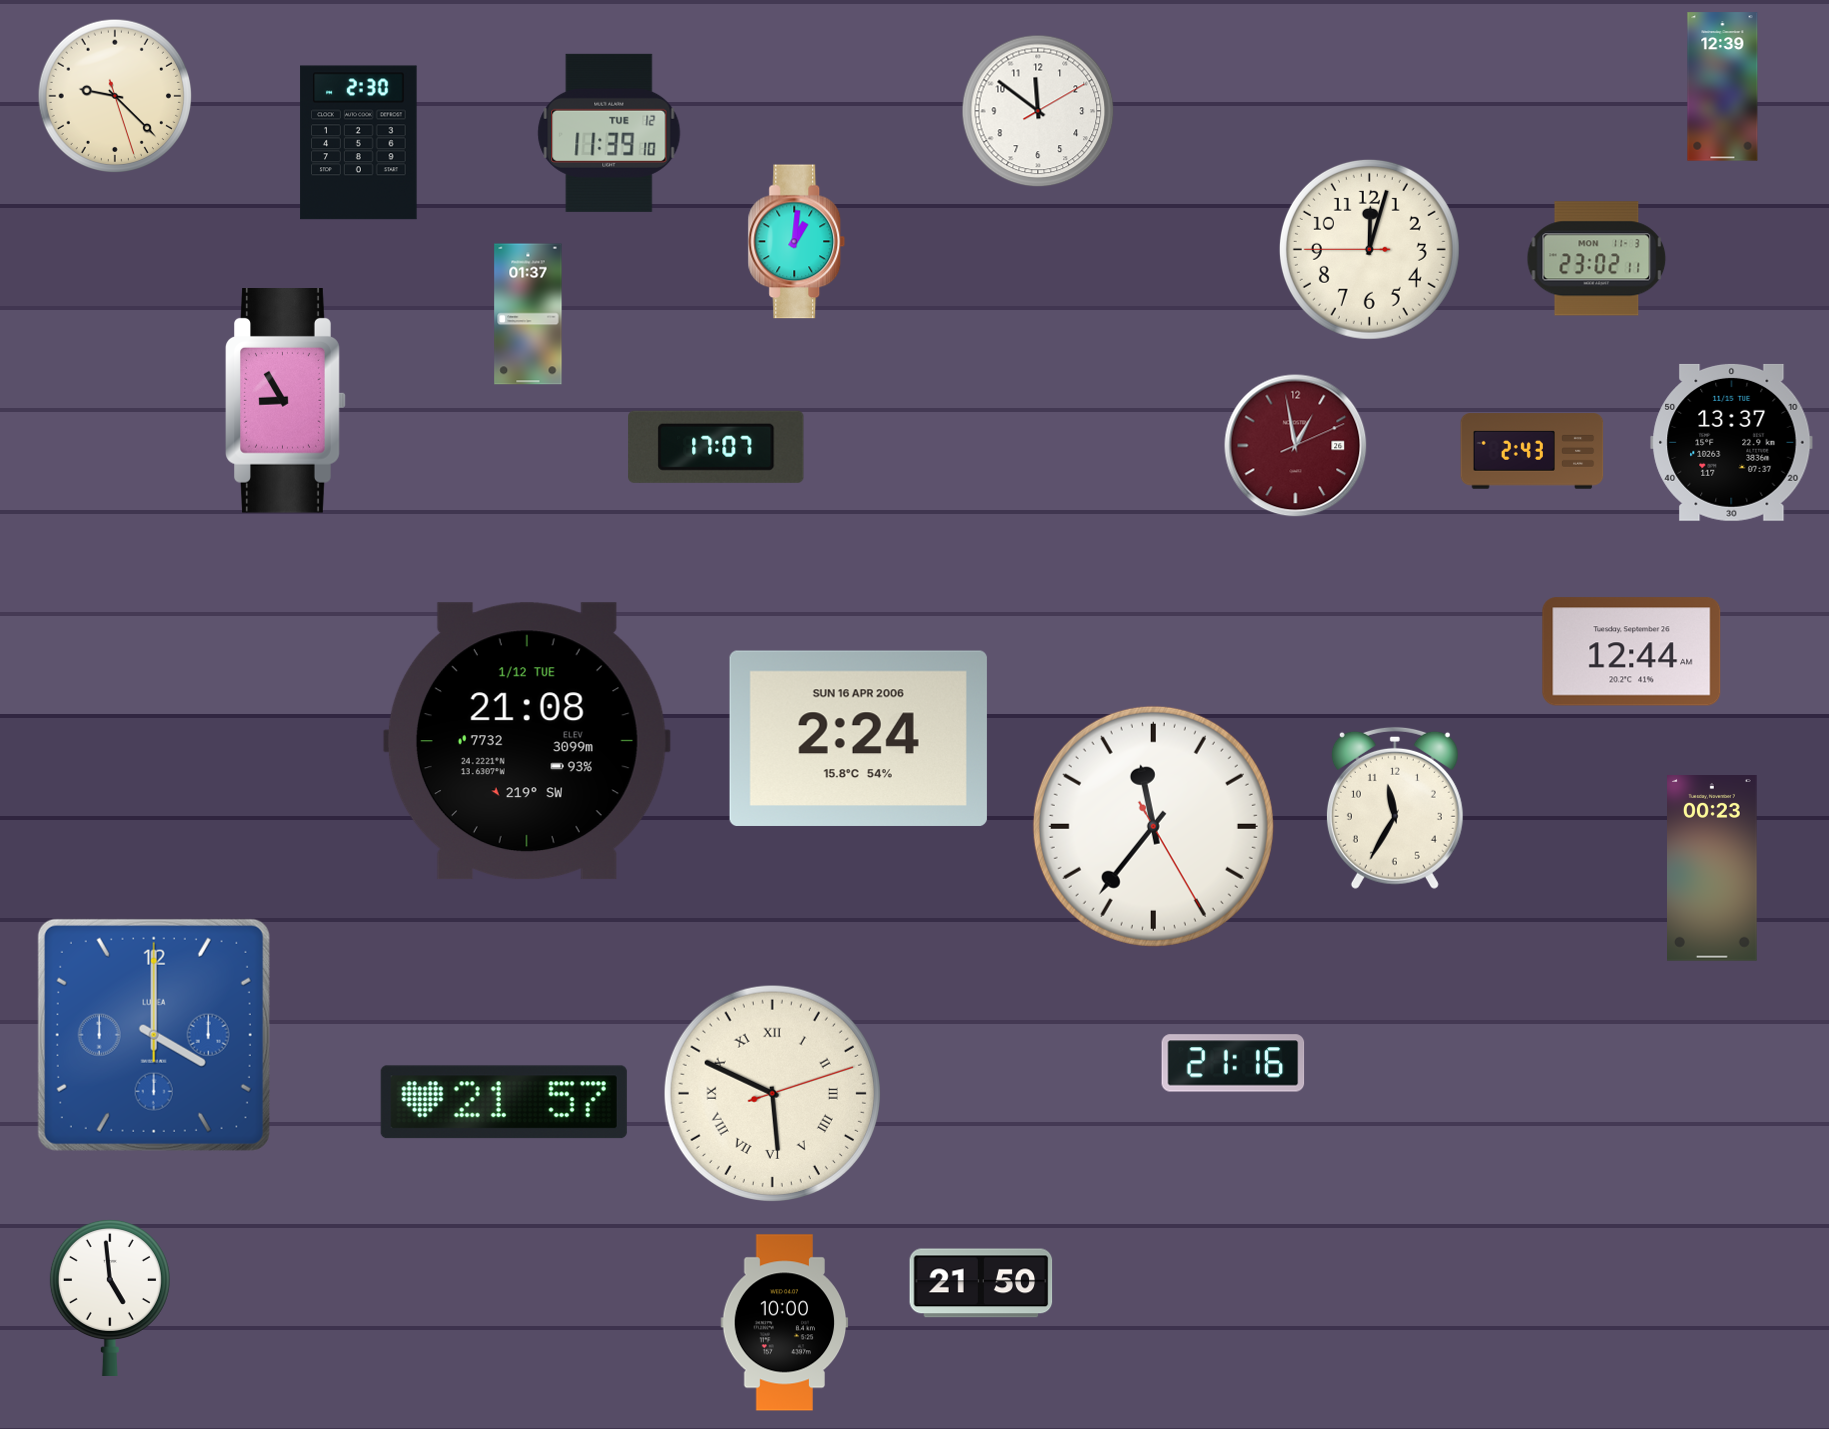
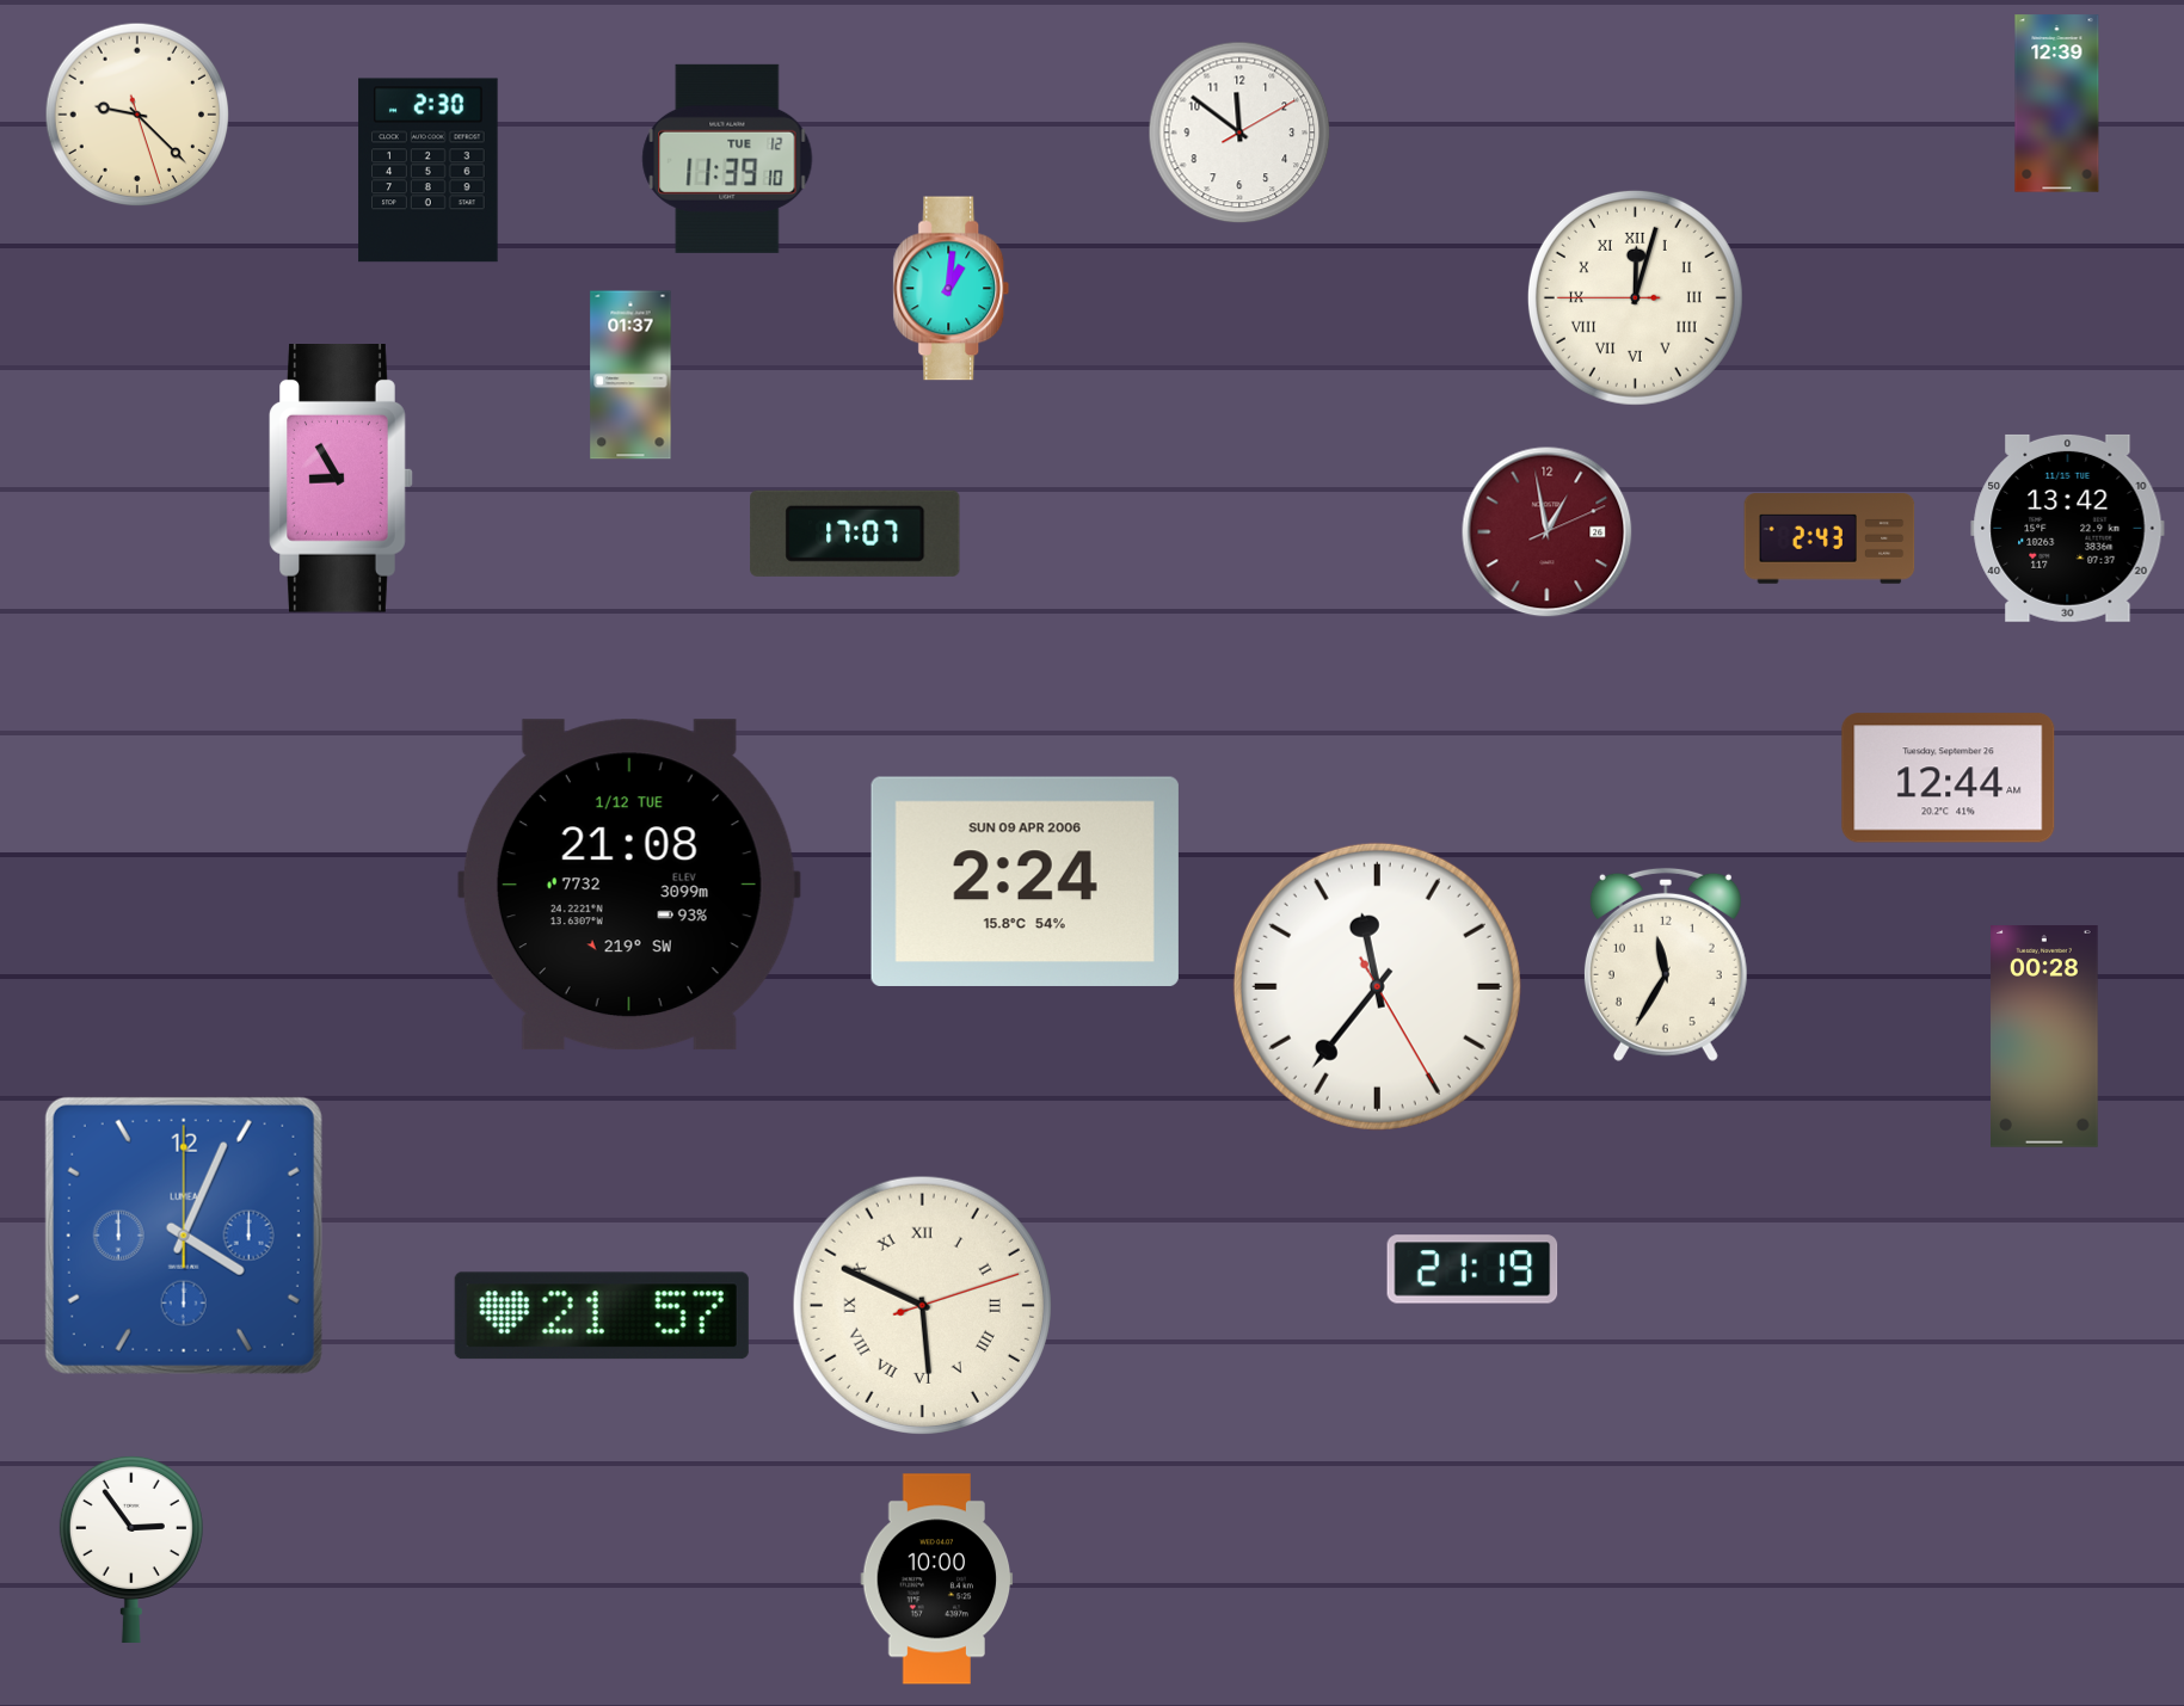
clock at (1369, 249) numerals: Arabic -> Roman
clock at (1597, 259): 23:02 -> none
clock at (1732, 442): 13:37 -> 13:42
clock at (858, 738) date: SUN 16 APR 2006 -> SUN 09 APR 2006
clock at (1713, 869): 00:23 -> 00:28
clock at (154, 1035): 4:00 -> 4:04
clock at (1233, 1063): 21:16 -> 21:19
clock at (981, 1283): 21:50 -> none
clock at (110, 1297): 4:59 -> 2:54
